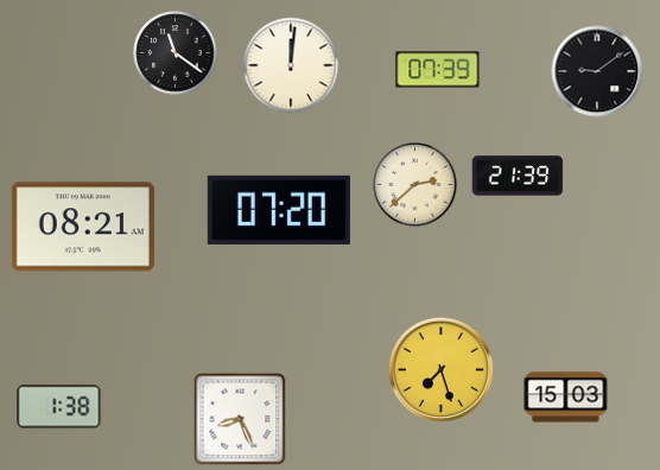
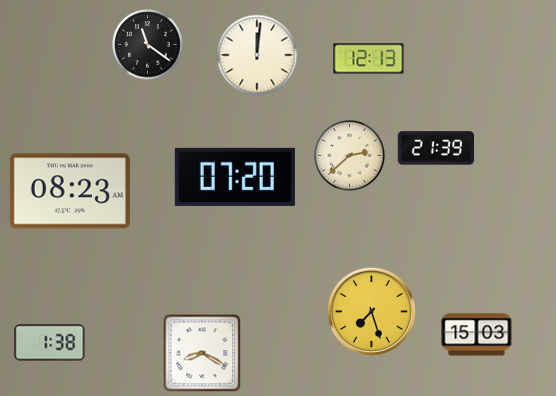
clock at (291, 65) position: (291, 65) -> (257, 55)
clock at (438, 70): 07:39 -> 12:13
clock at (597, 71): 9:09 -> none
clock at (83, 227): 08:21 -> 08:23
clock at (240, 419): 8:26 -> 8:20
